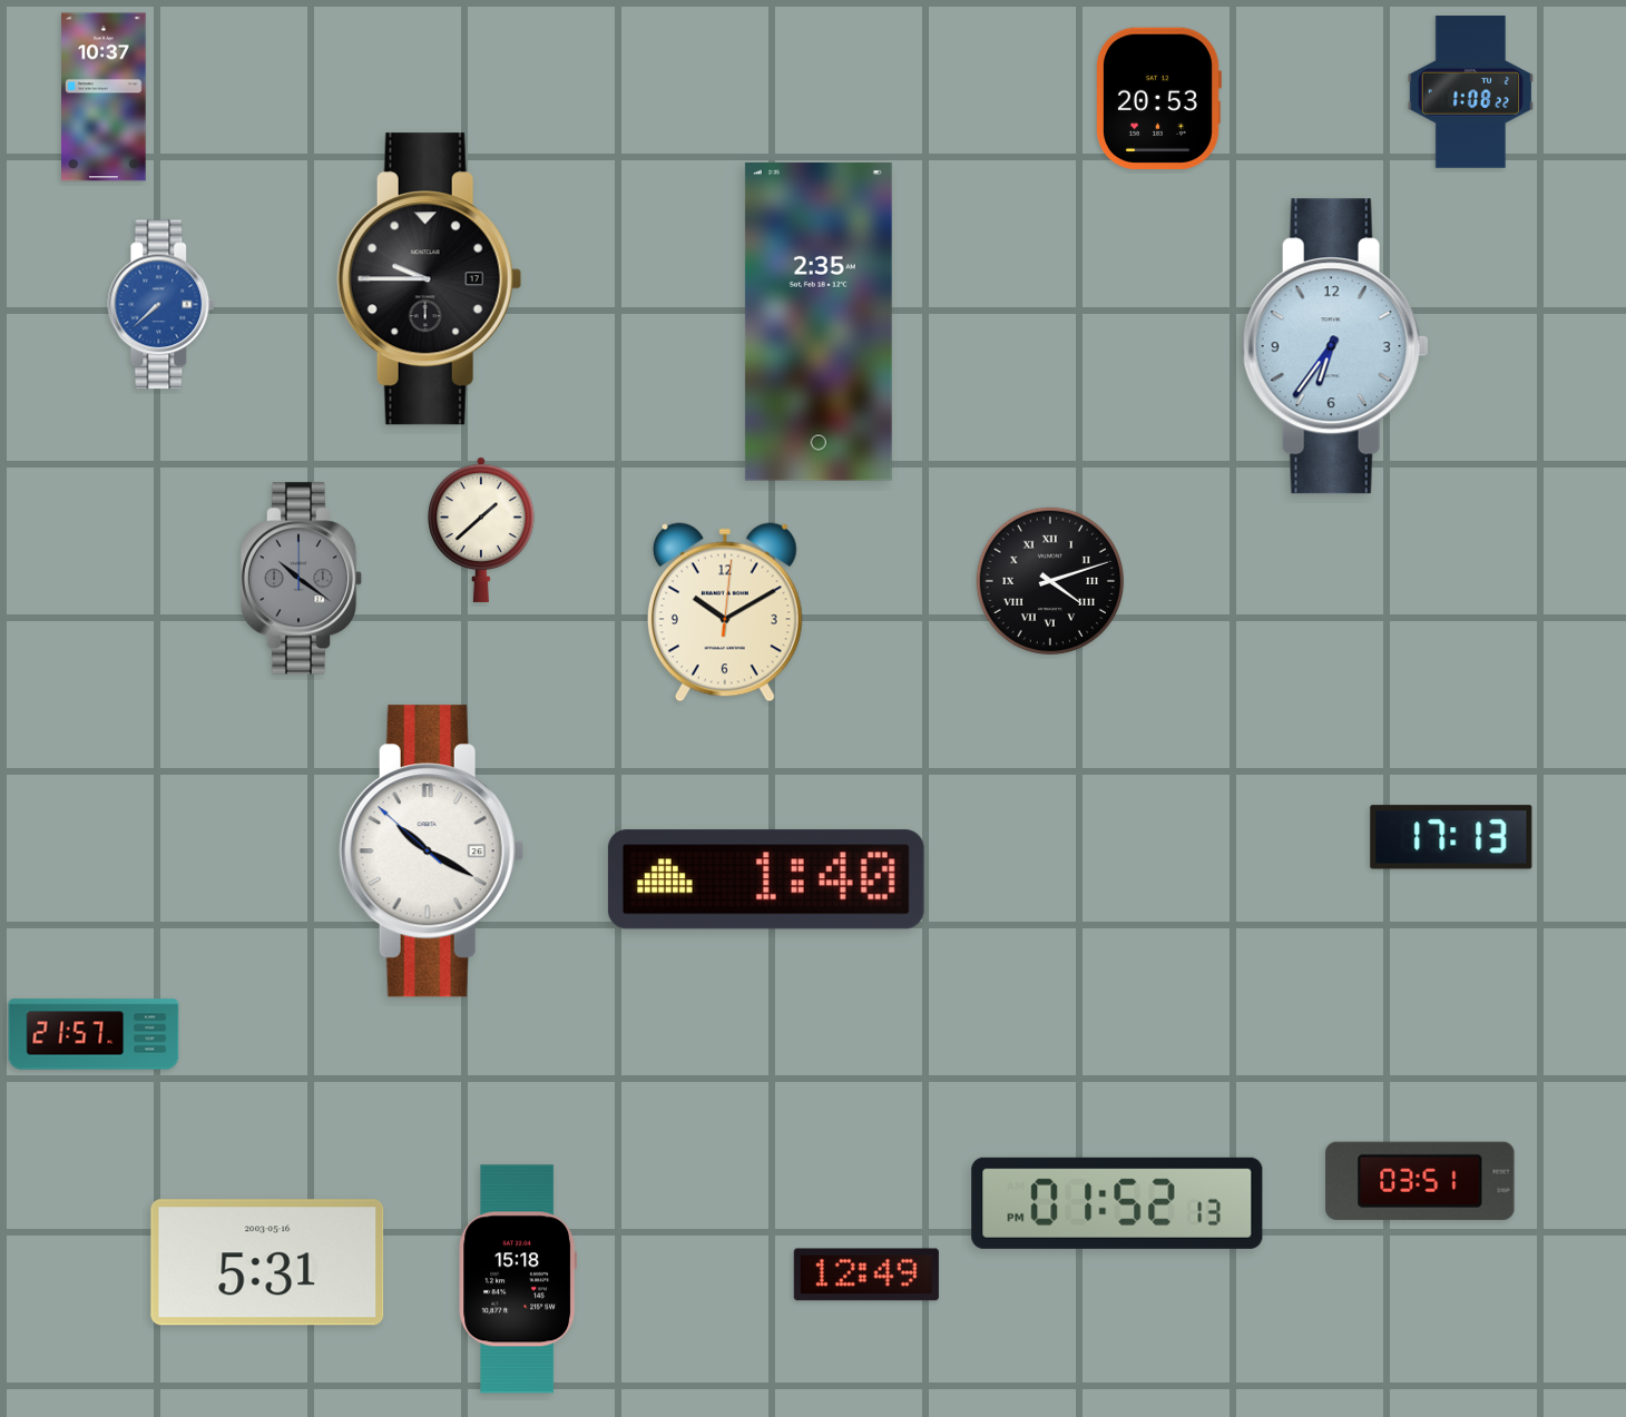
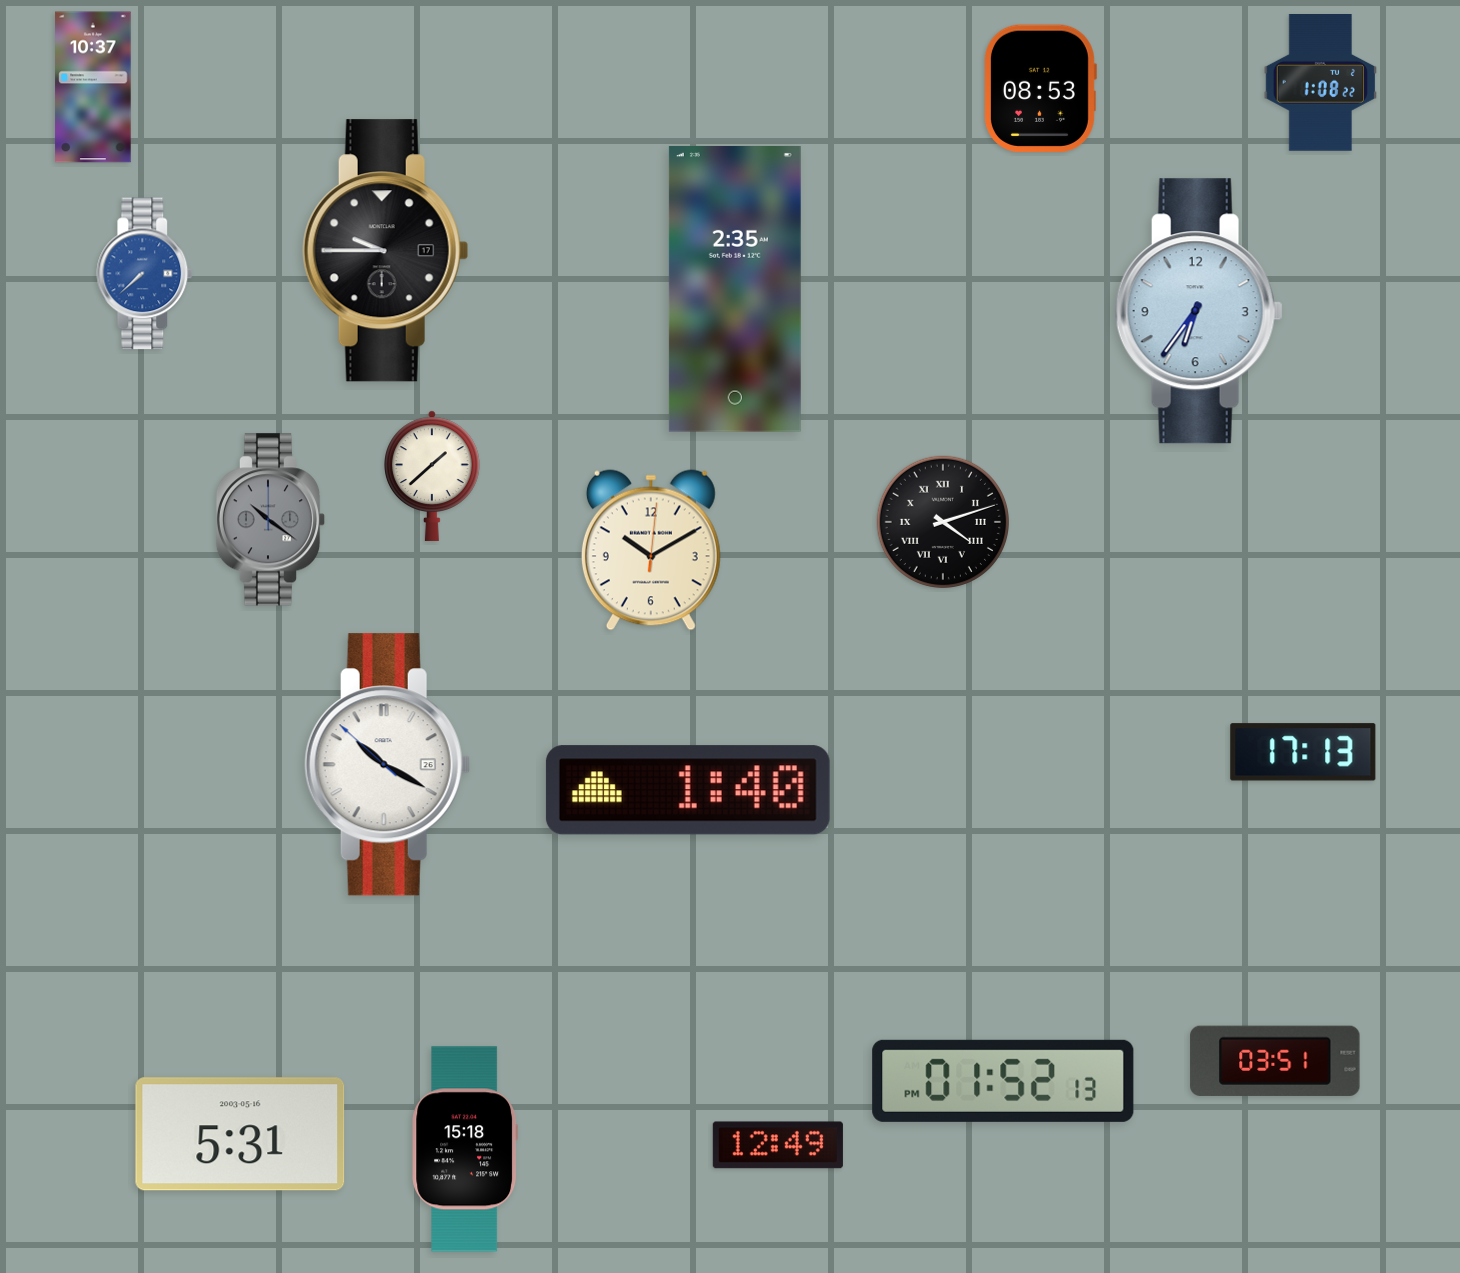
clock at (1159, 98): 20:53 -> 08:53
clock at (94, 1034): 21:57 -> none
